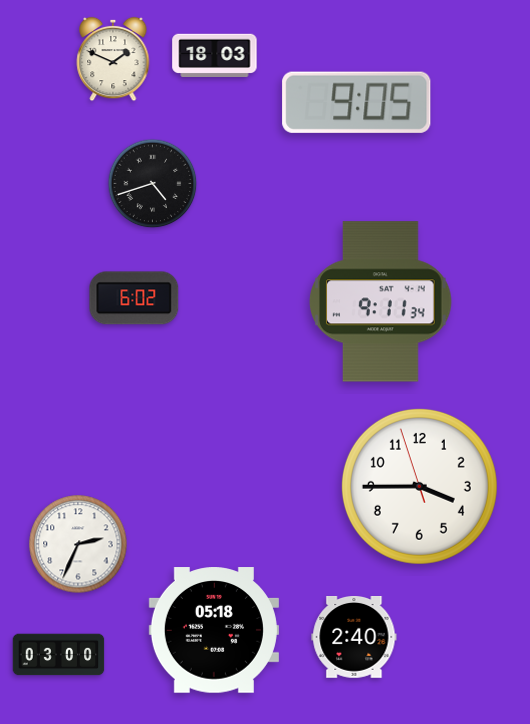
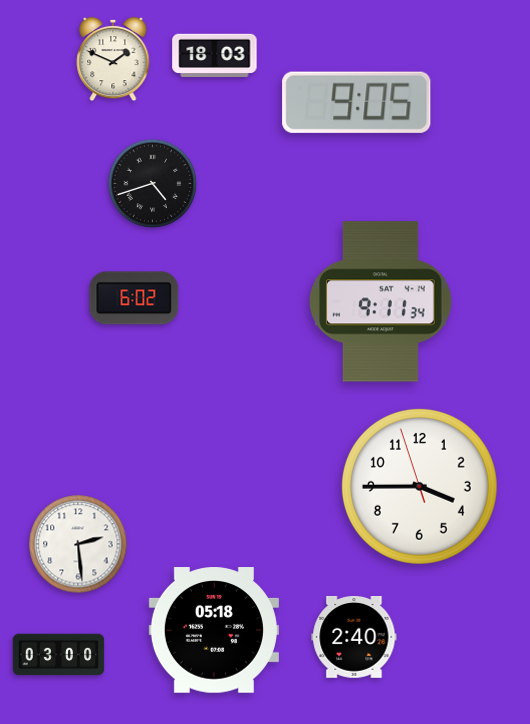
clock at (78, 544): 2:34 -> 2:29
